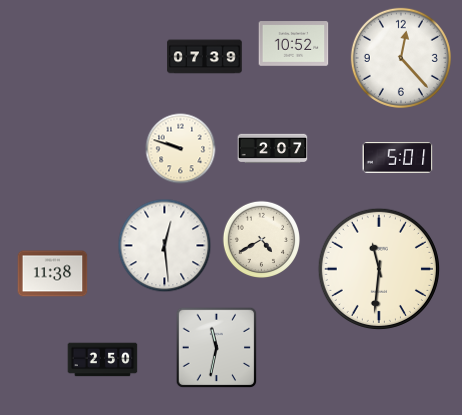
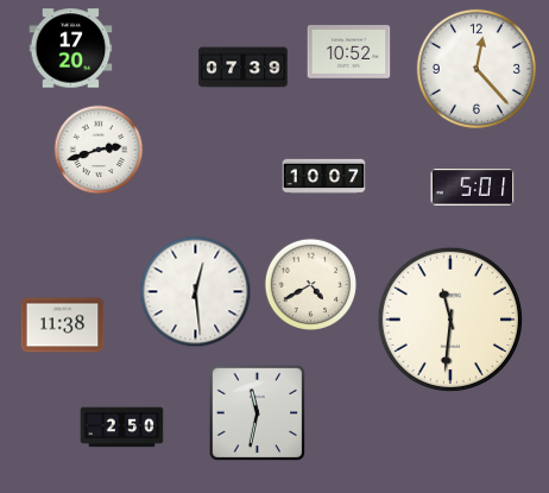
clock at (71, 49): none -> 17:20
clock at (99, 150): none -> 2:42
clock at (181, 149): 9:48 -> none
clock at (273, 149): 2:07 -> 10:07
